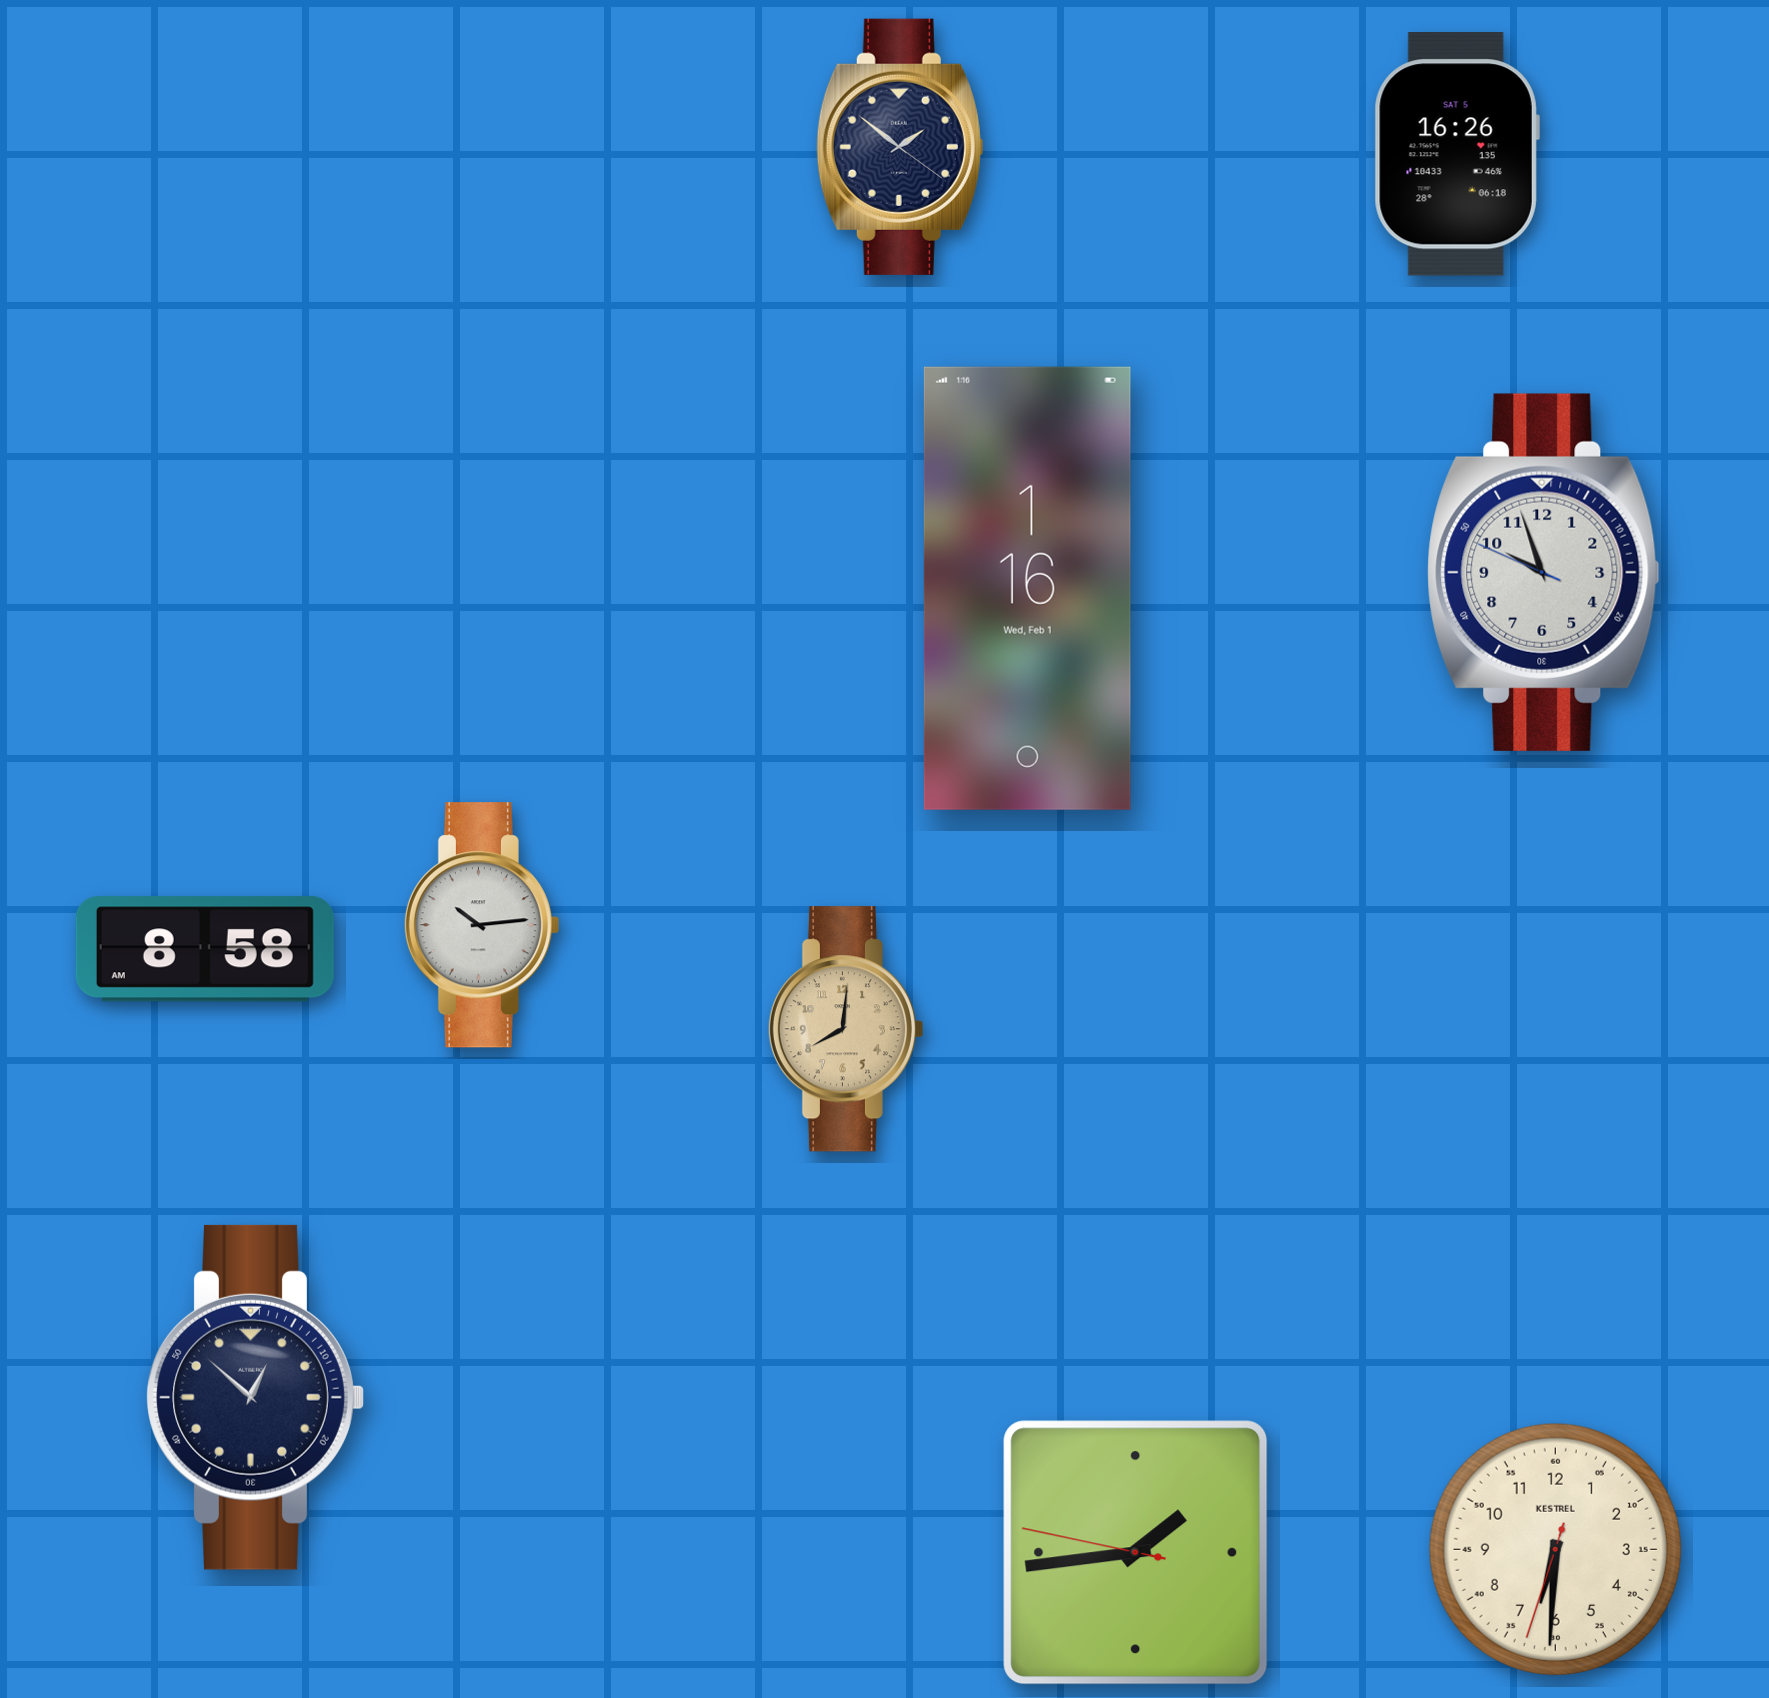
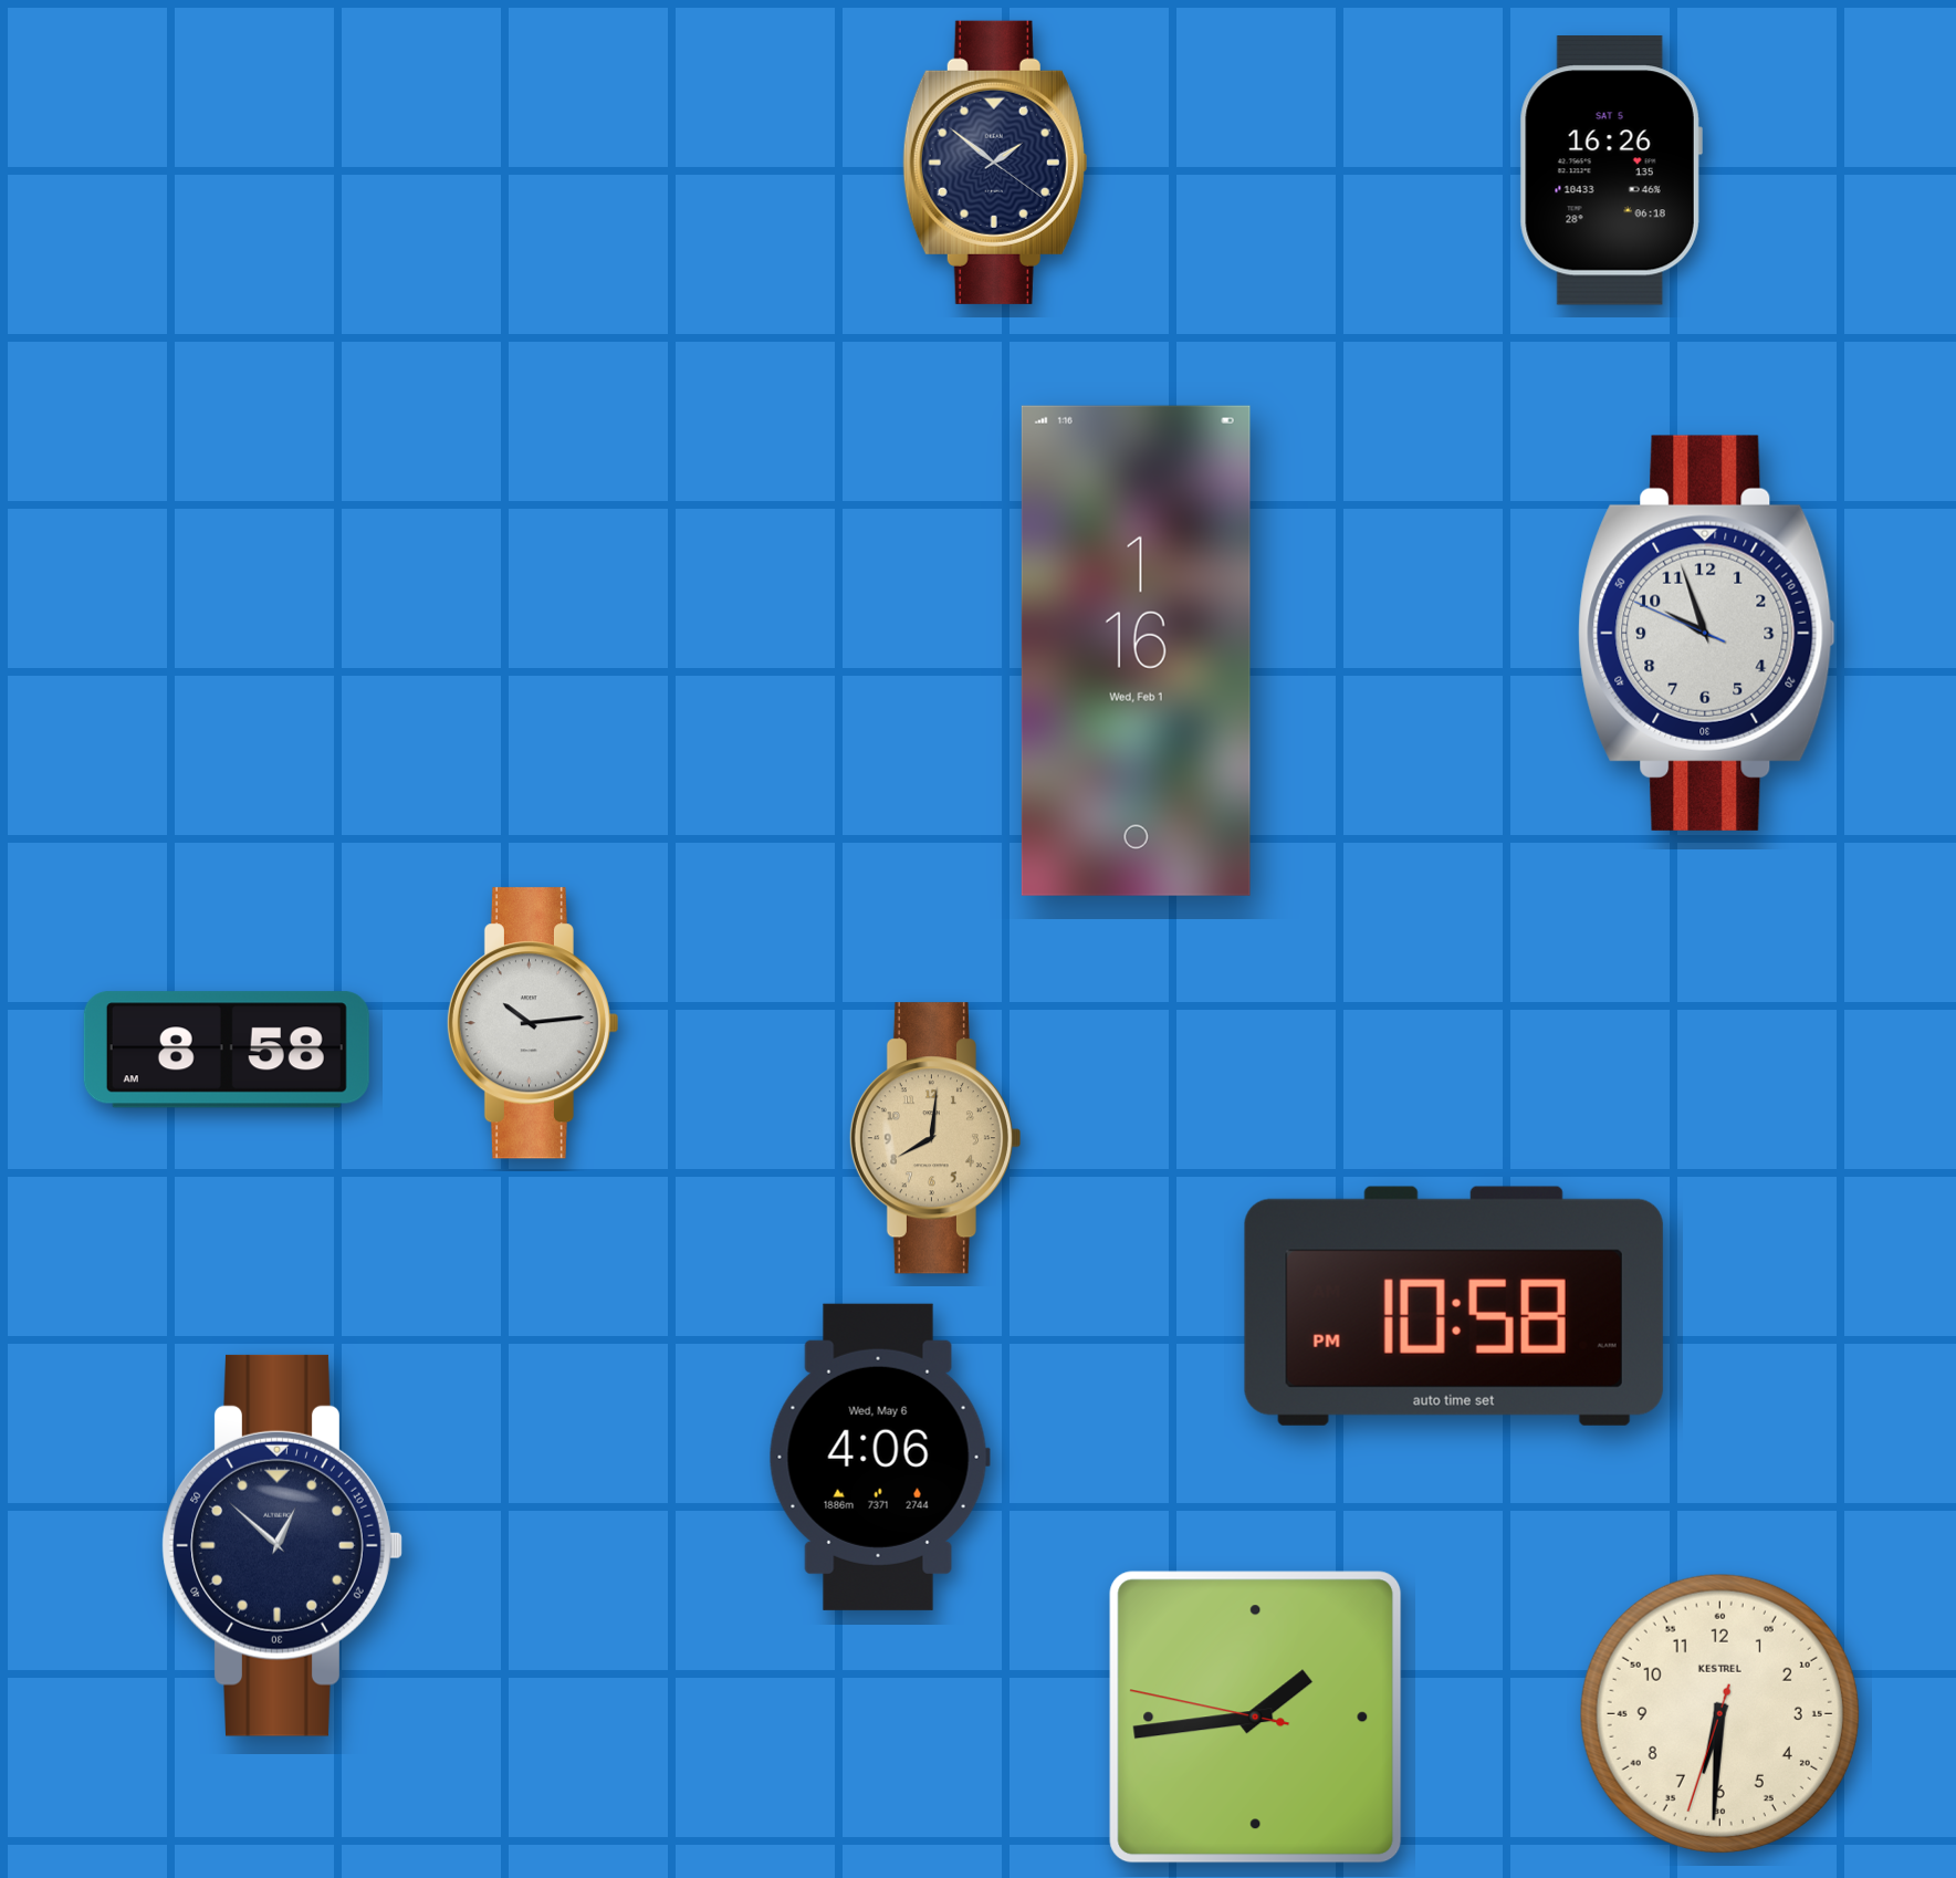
clock at (1454, 1306): none -> 10:58
clock at (879, 1457): none -> 4:06
